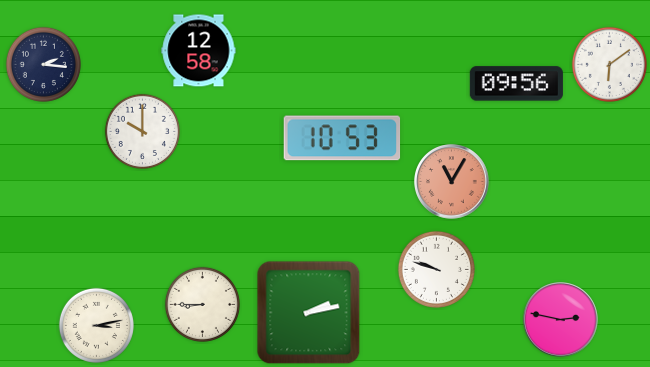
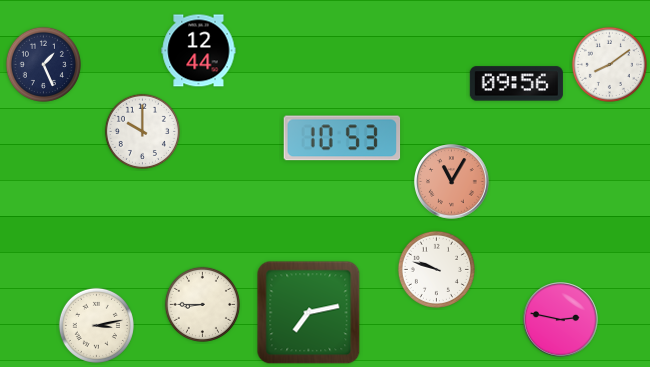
clock at (199, 51): 12:58 -> 12:44
clock at (43, 64): 2:16 -> 1:26
clock at (609, 64): 6:09 -> 8:09
clock at (309, 313): 2:13 -> 7:13
